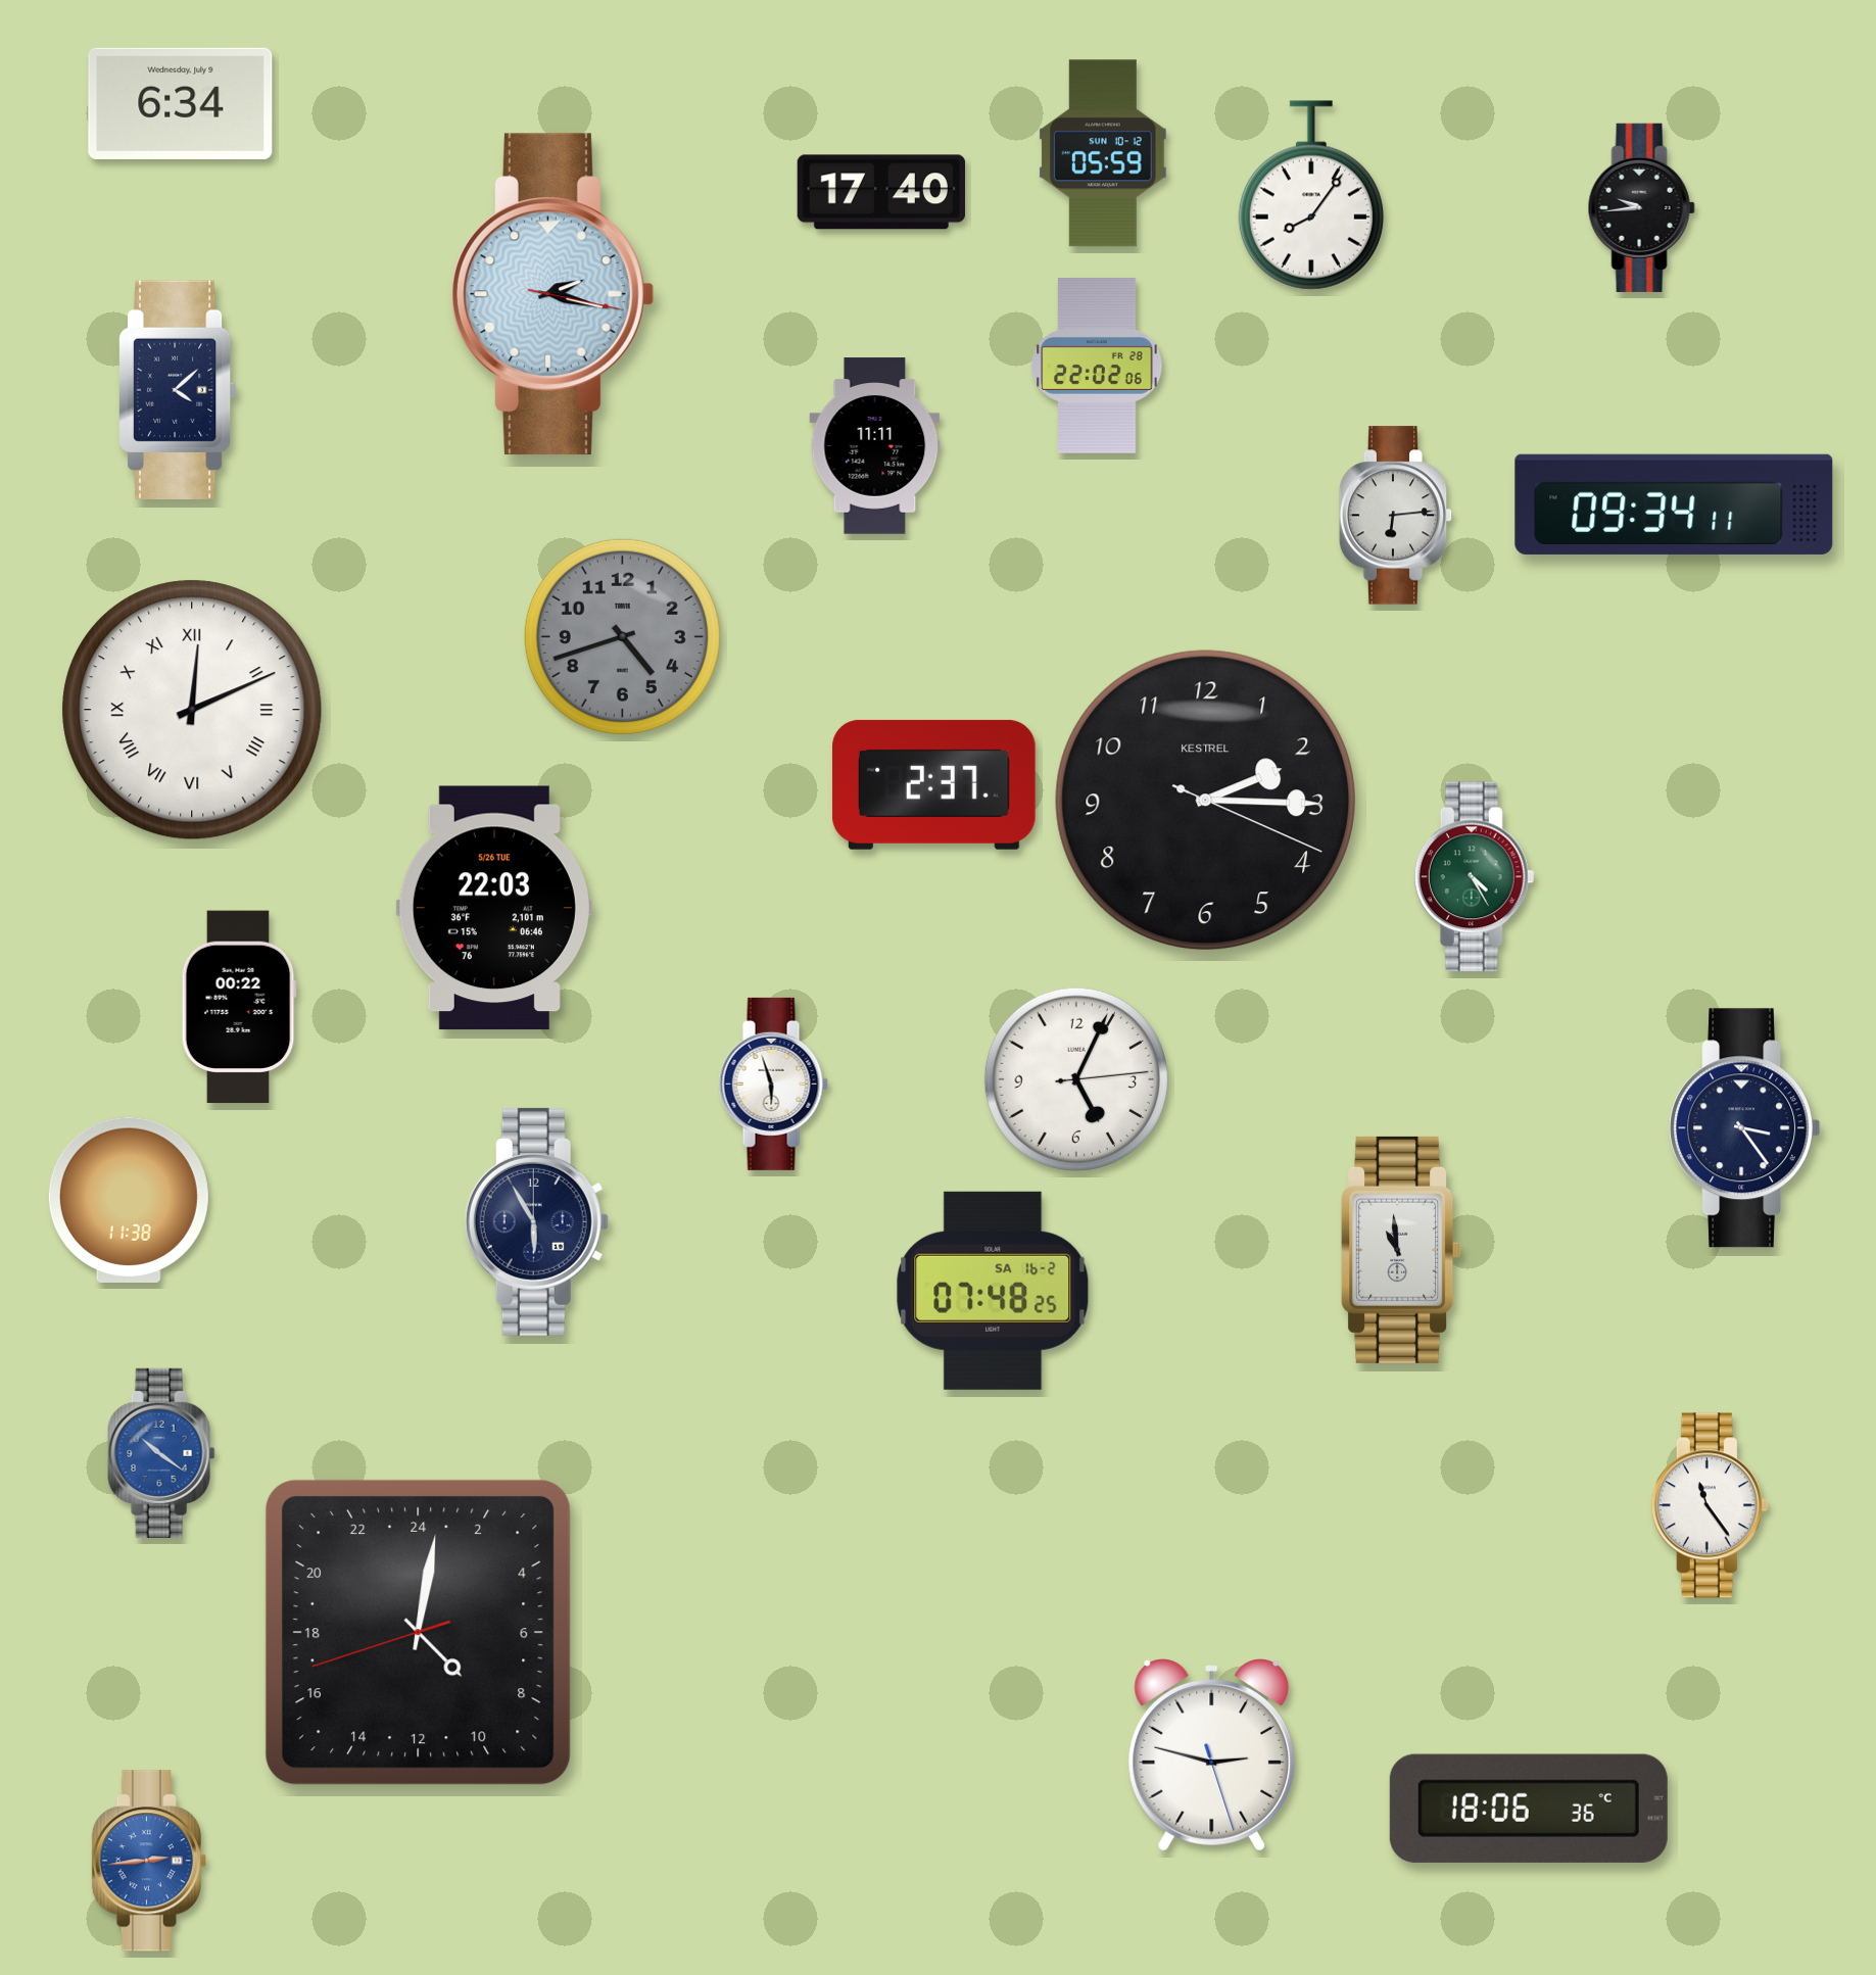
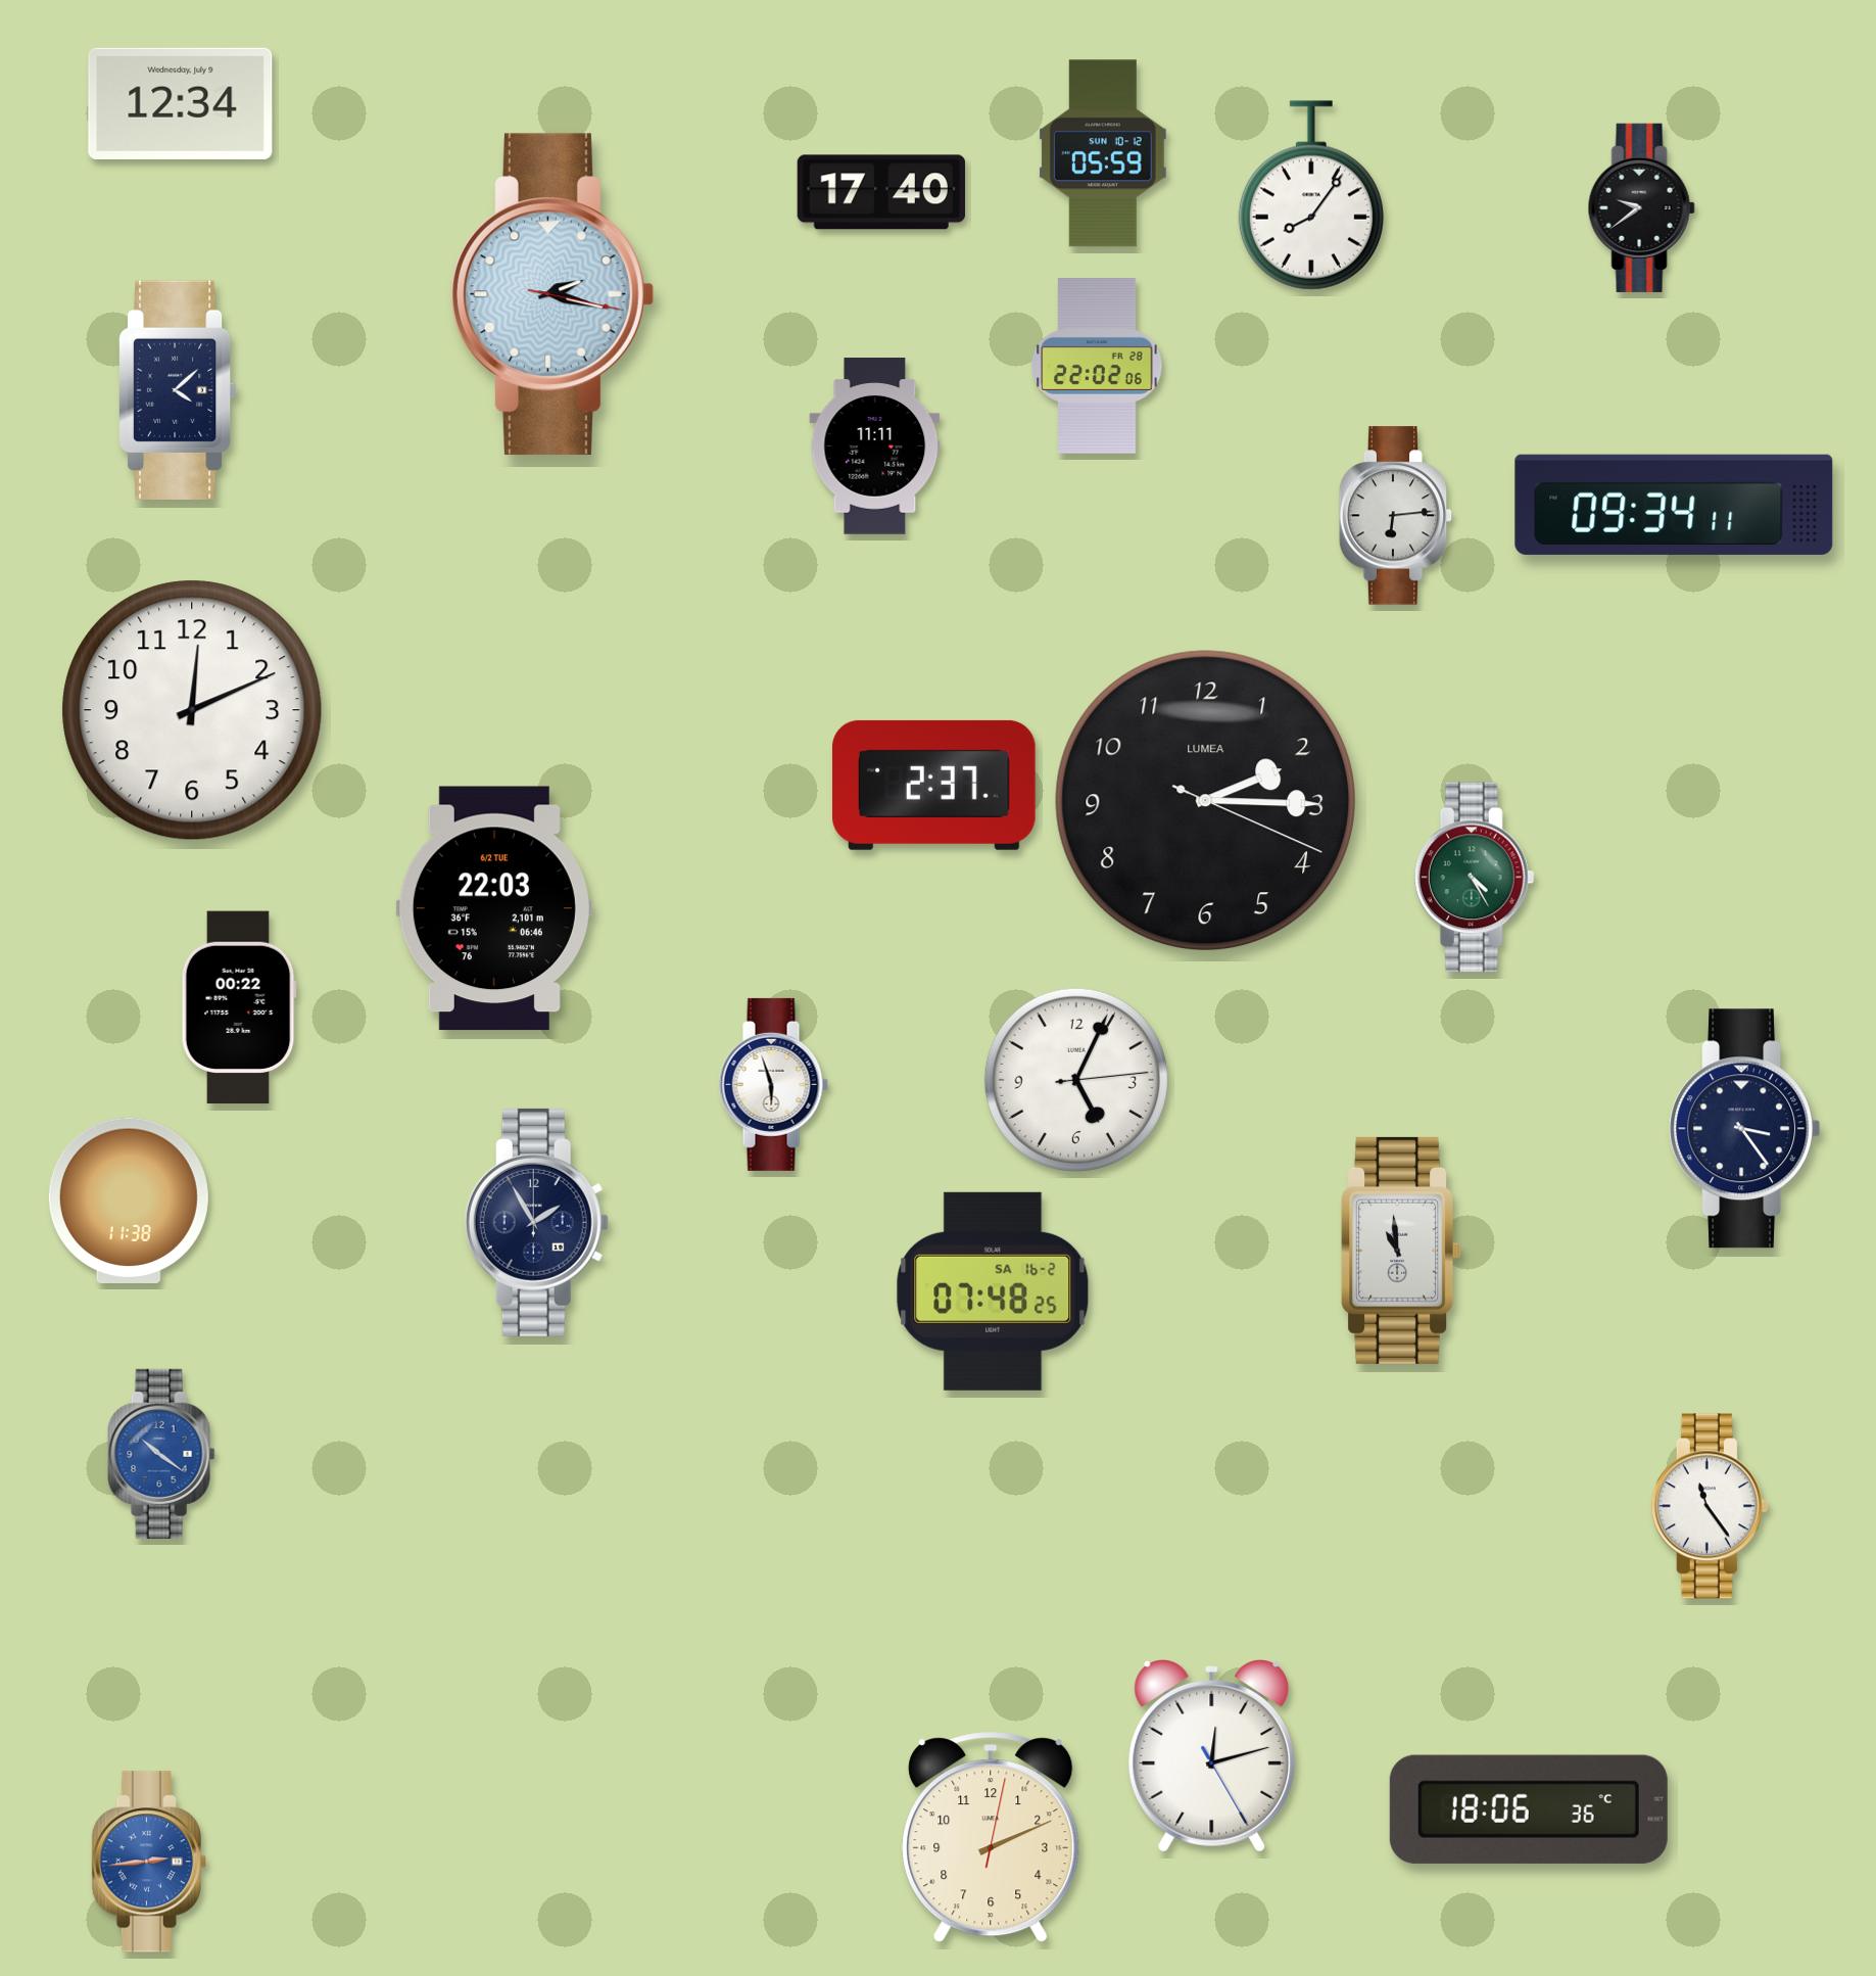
clock at (181, 103): 6:34 -> 12:34
clock at (1641, 207): 9:44 -> 9:39
clock at (622, 636): 4:42 -> none
clock at (192, 710) numerals: Roman -> Arabic
clock at (1205, 800) brand: KESTREL -> LUMEA
clock at (494, 908) date: 5/26 TUE -> 6/2 TUE
clock at (536, 1221): 5:55 -> 1:55
clock at (418, 1632): 9:01 -> none
clock at (1212, 1755): 2:47 -> 12:12
clock at (991, 1838): none -> 2:11
